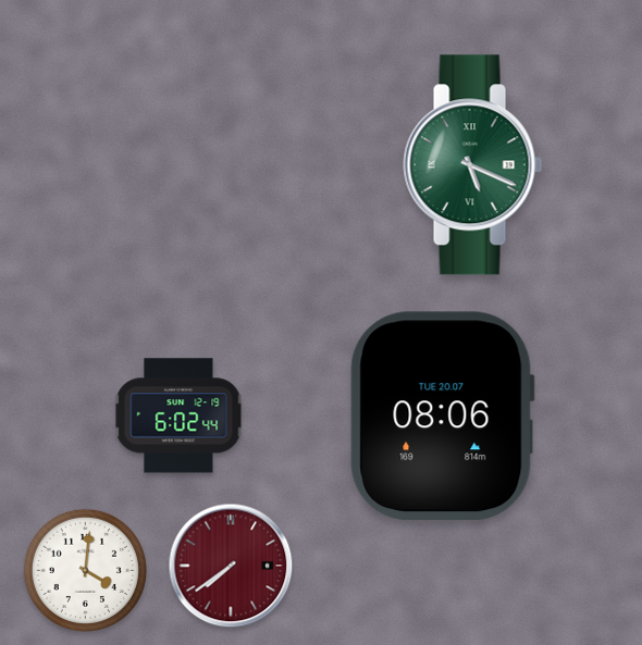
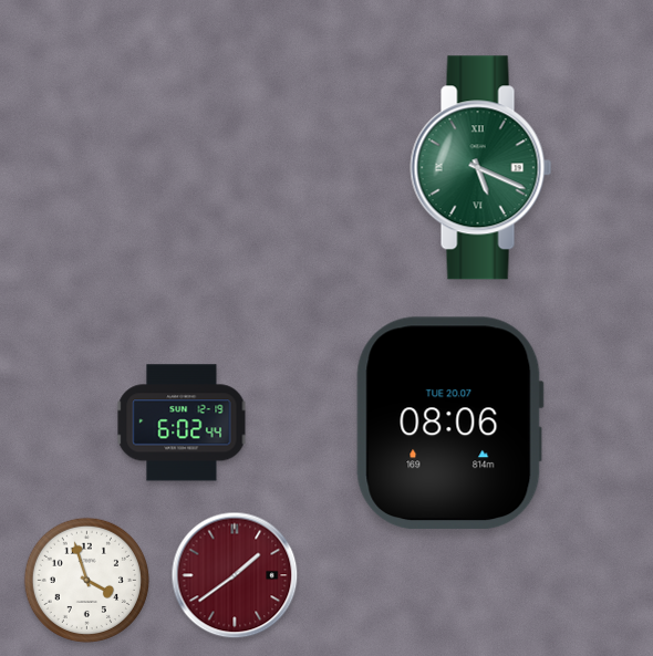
clock at (231, 566): 7:39 -> 1:39
clock at (85, 570): 4:01 -> 3:57
